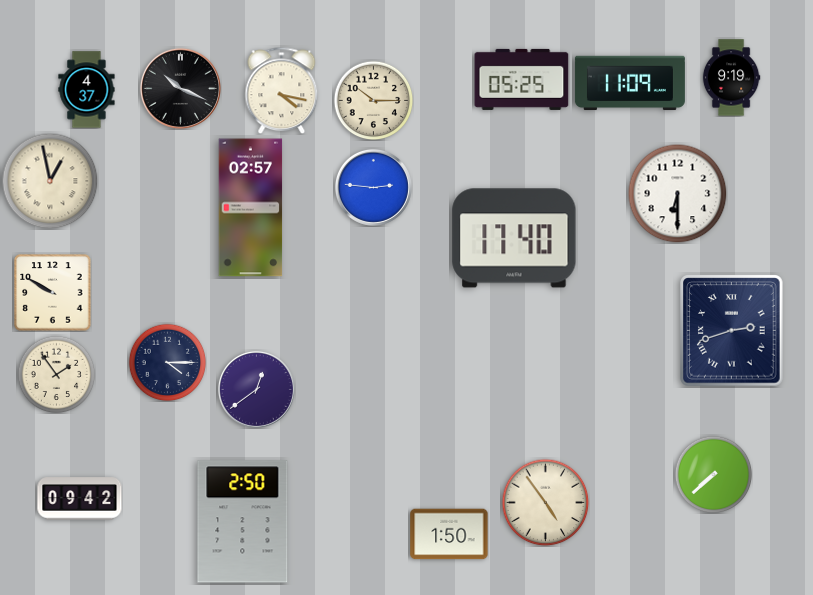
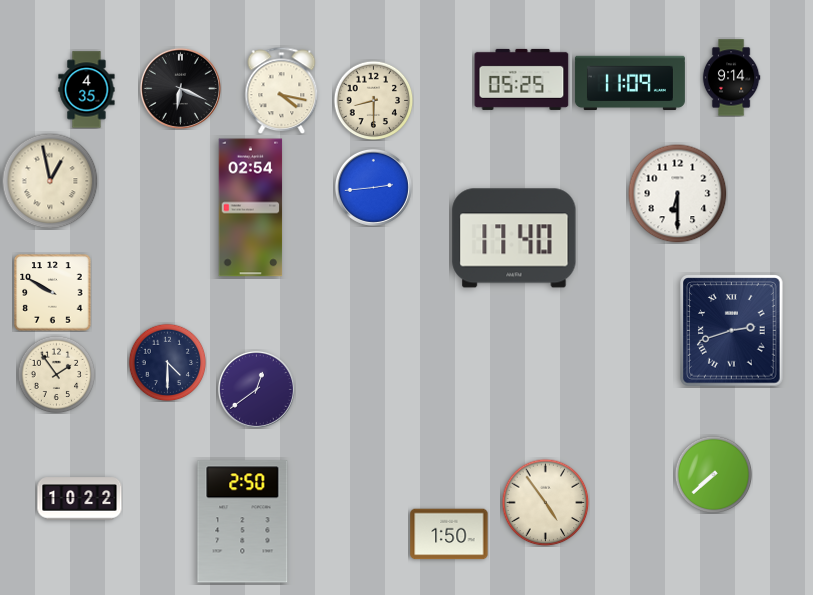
clock at (731, 78): 9:19 -> 9:14
clock at (180, 88): 10:19 -> 6:19
clock at (87, 90): 4:37 -> 4:35
clock at (373, 100): 10:15 -> 8:30
clock at (373, 187): 2:46 -> 2:44
clock at (251, 208): 02:57 -> 02:54
clock at (167, 362): 4:15 -> 4:30
clock at (80, 499): 09:42 -> 10:22
